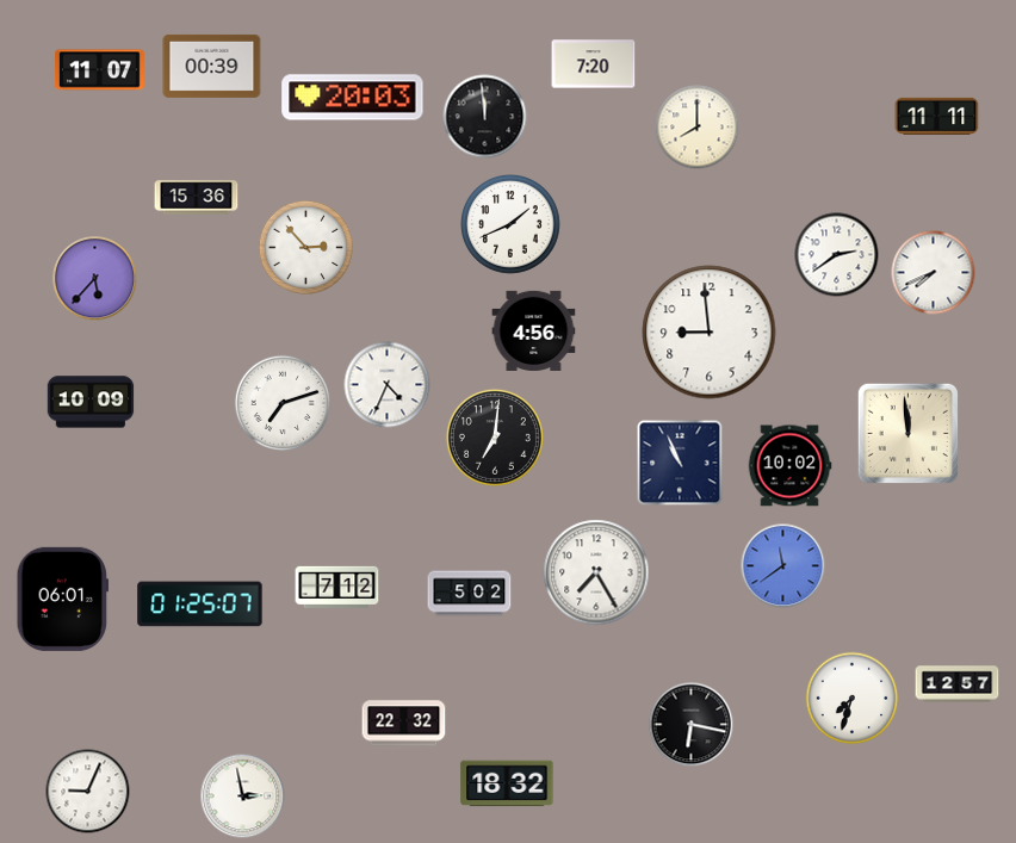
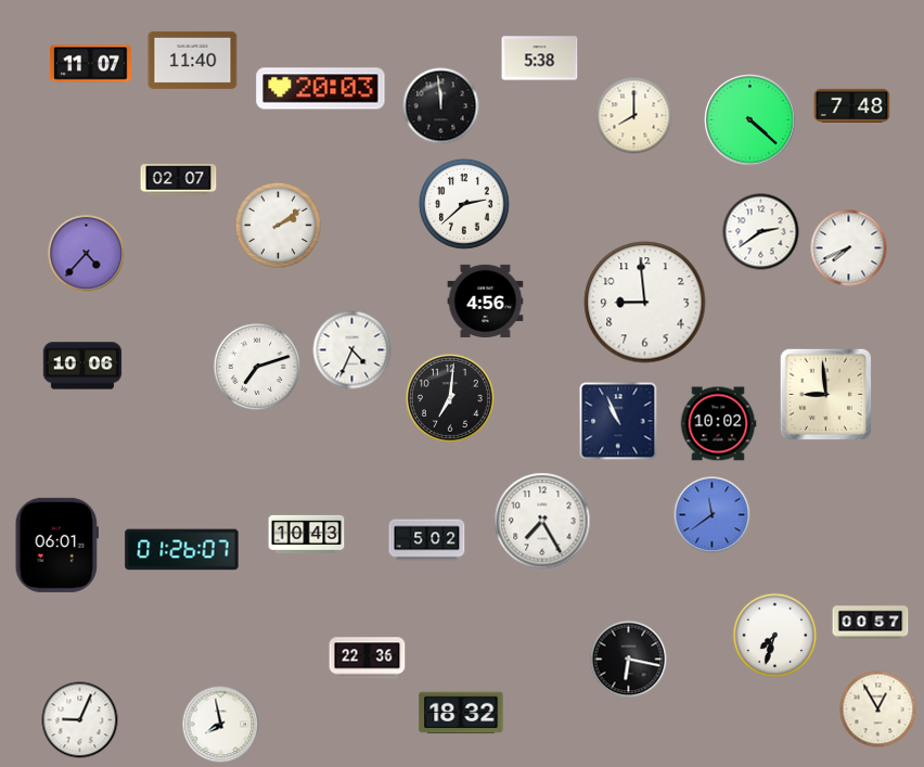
clock at (594, 64): 7:20 -> 5:38
clock at (212, 66): 00:39 -> 11:40
clock at (937, 116): 11:11 -> 7:48
clock at (750, 120): none -> 4:22
clock at (197, 198): 15:36 -> 02:07
clock at (510, 224): 1:41 -> 2:38
clock at (306, 248): 2:53 -> 2:09
clock at (95, 279): 5:37 -> 4:37
clock at (91, 402): 10:09 -> 10:06
clock at (907, 433): 11:59 -> 8:59
clock at (337, 587): 7:12 -> 10:43
clock at (200, 605): 01:25 -> 01:26
clock at (958, 684): 12:57 -> 00:57
clock at (404, 724): 22:32 -> 22:36
clock at (878, 710): none -> 12:55
clock at (243, 796): 2:58 -> 7:58
